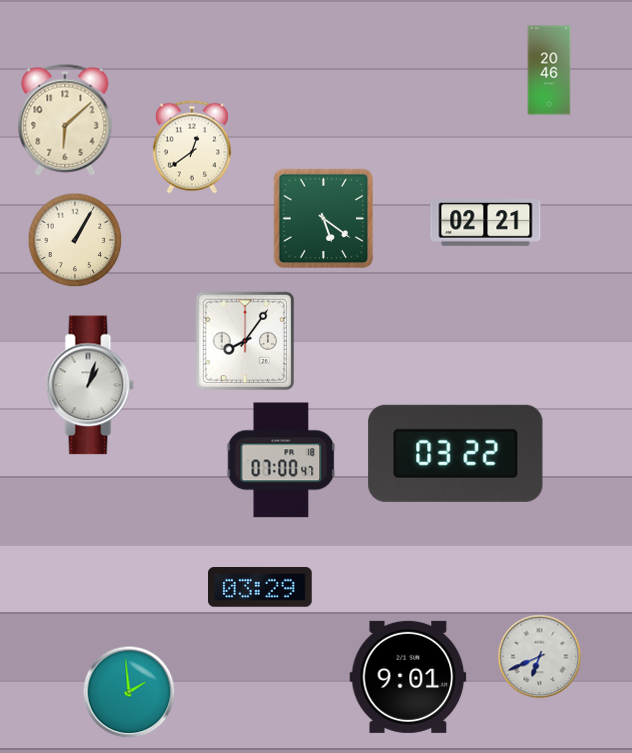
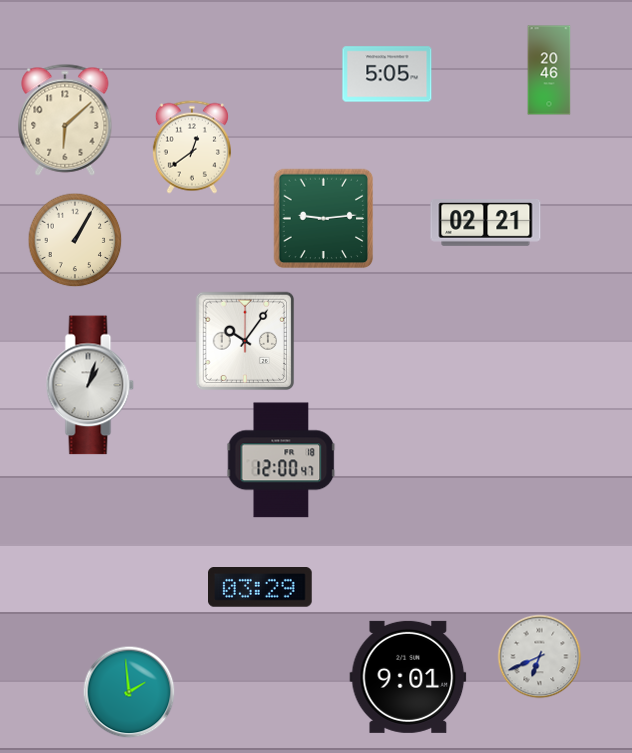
clock at (387, 74): none -> 5:05
clock at (324, 219): 5:21 -> 9:14
clock at (245, 341): 8:06 -> 10:06
clock at (456, 453): 03:22 -> none
clock at (281, 460): 07:00 -> 12:00
